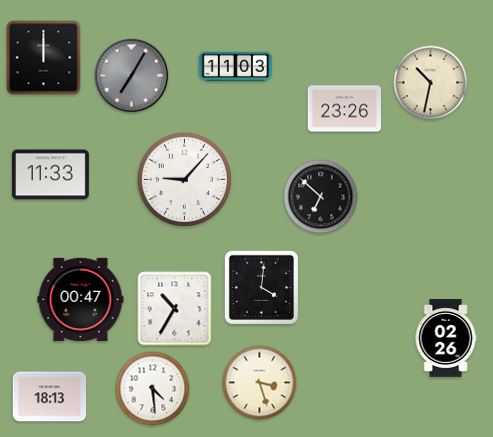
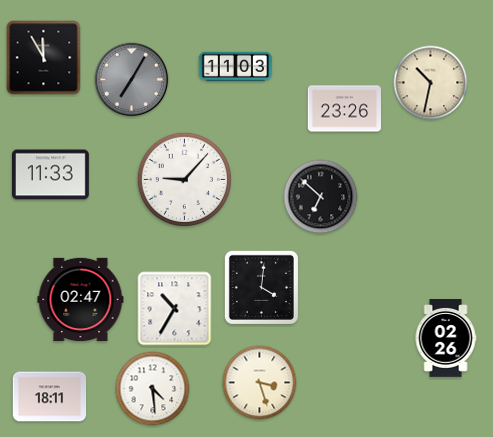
clock at (44, 58): 12:00 -> 11:55
clock at (132, 76) position: (132, 76) -> (132, 80)
clock at (81, 299): 00:47 -> 02:47
clock at (50, 397): 18:13 -> 18:11
